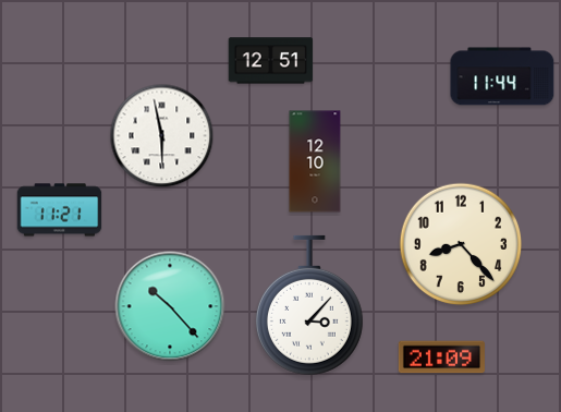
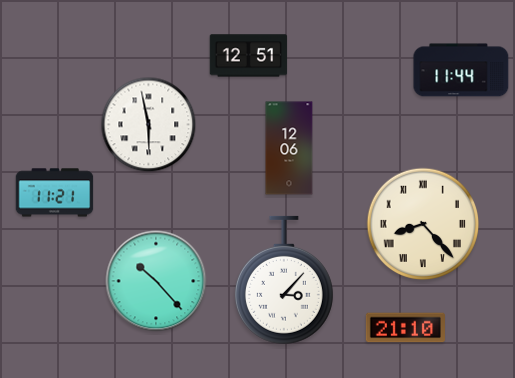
clock at (315, 161): 12:10 -> 12:06
clock at (461, 244) numerals: Arabic -> Roman
clock at (441, 358): 21:09 -> 21:10
